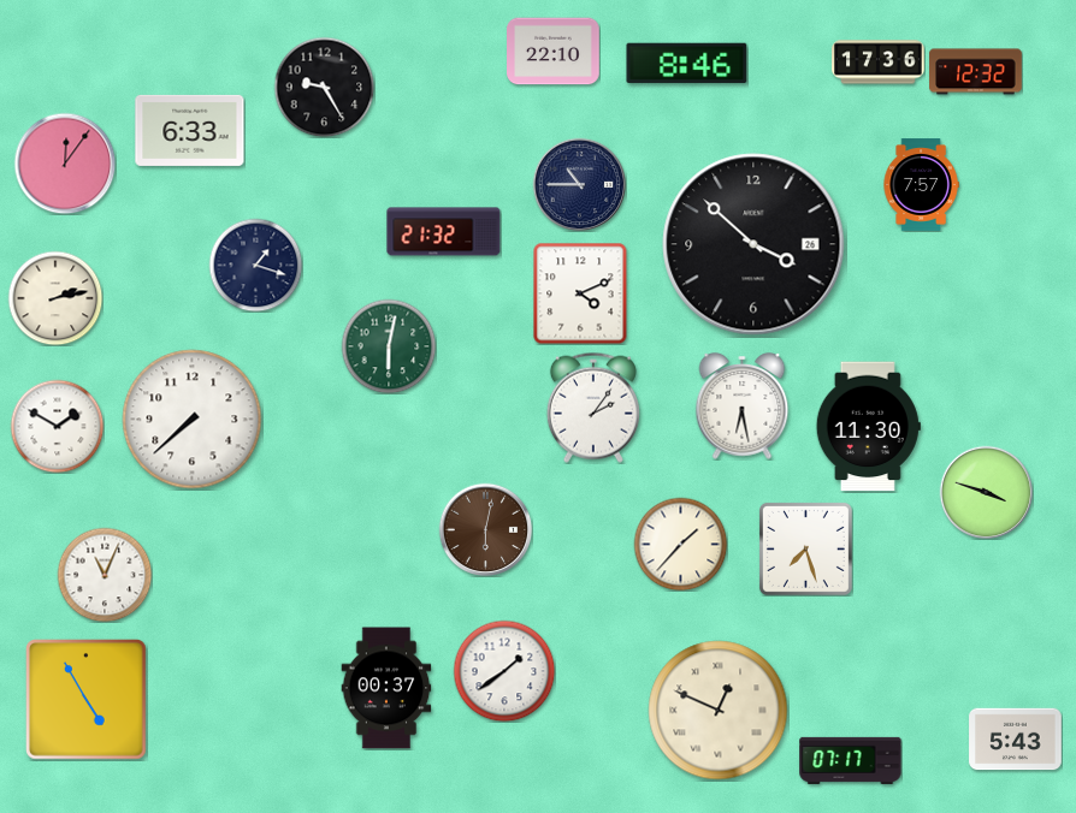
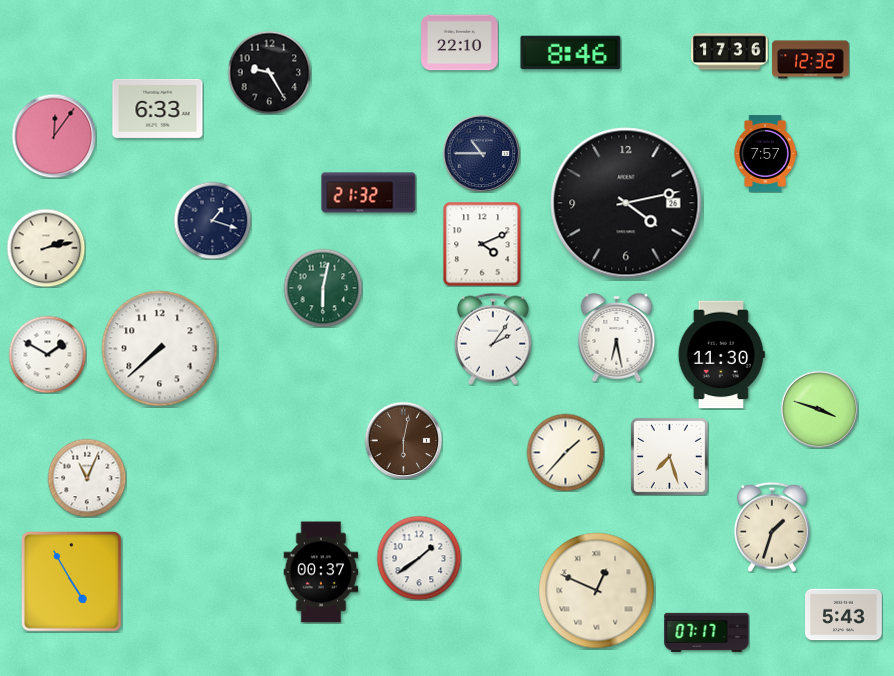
clock at (753, 244): 3:52 -> 4:13
clock at (773, 527): none -> 1:33
